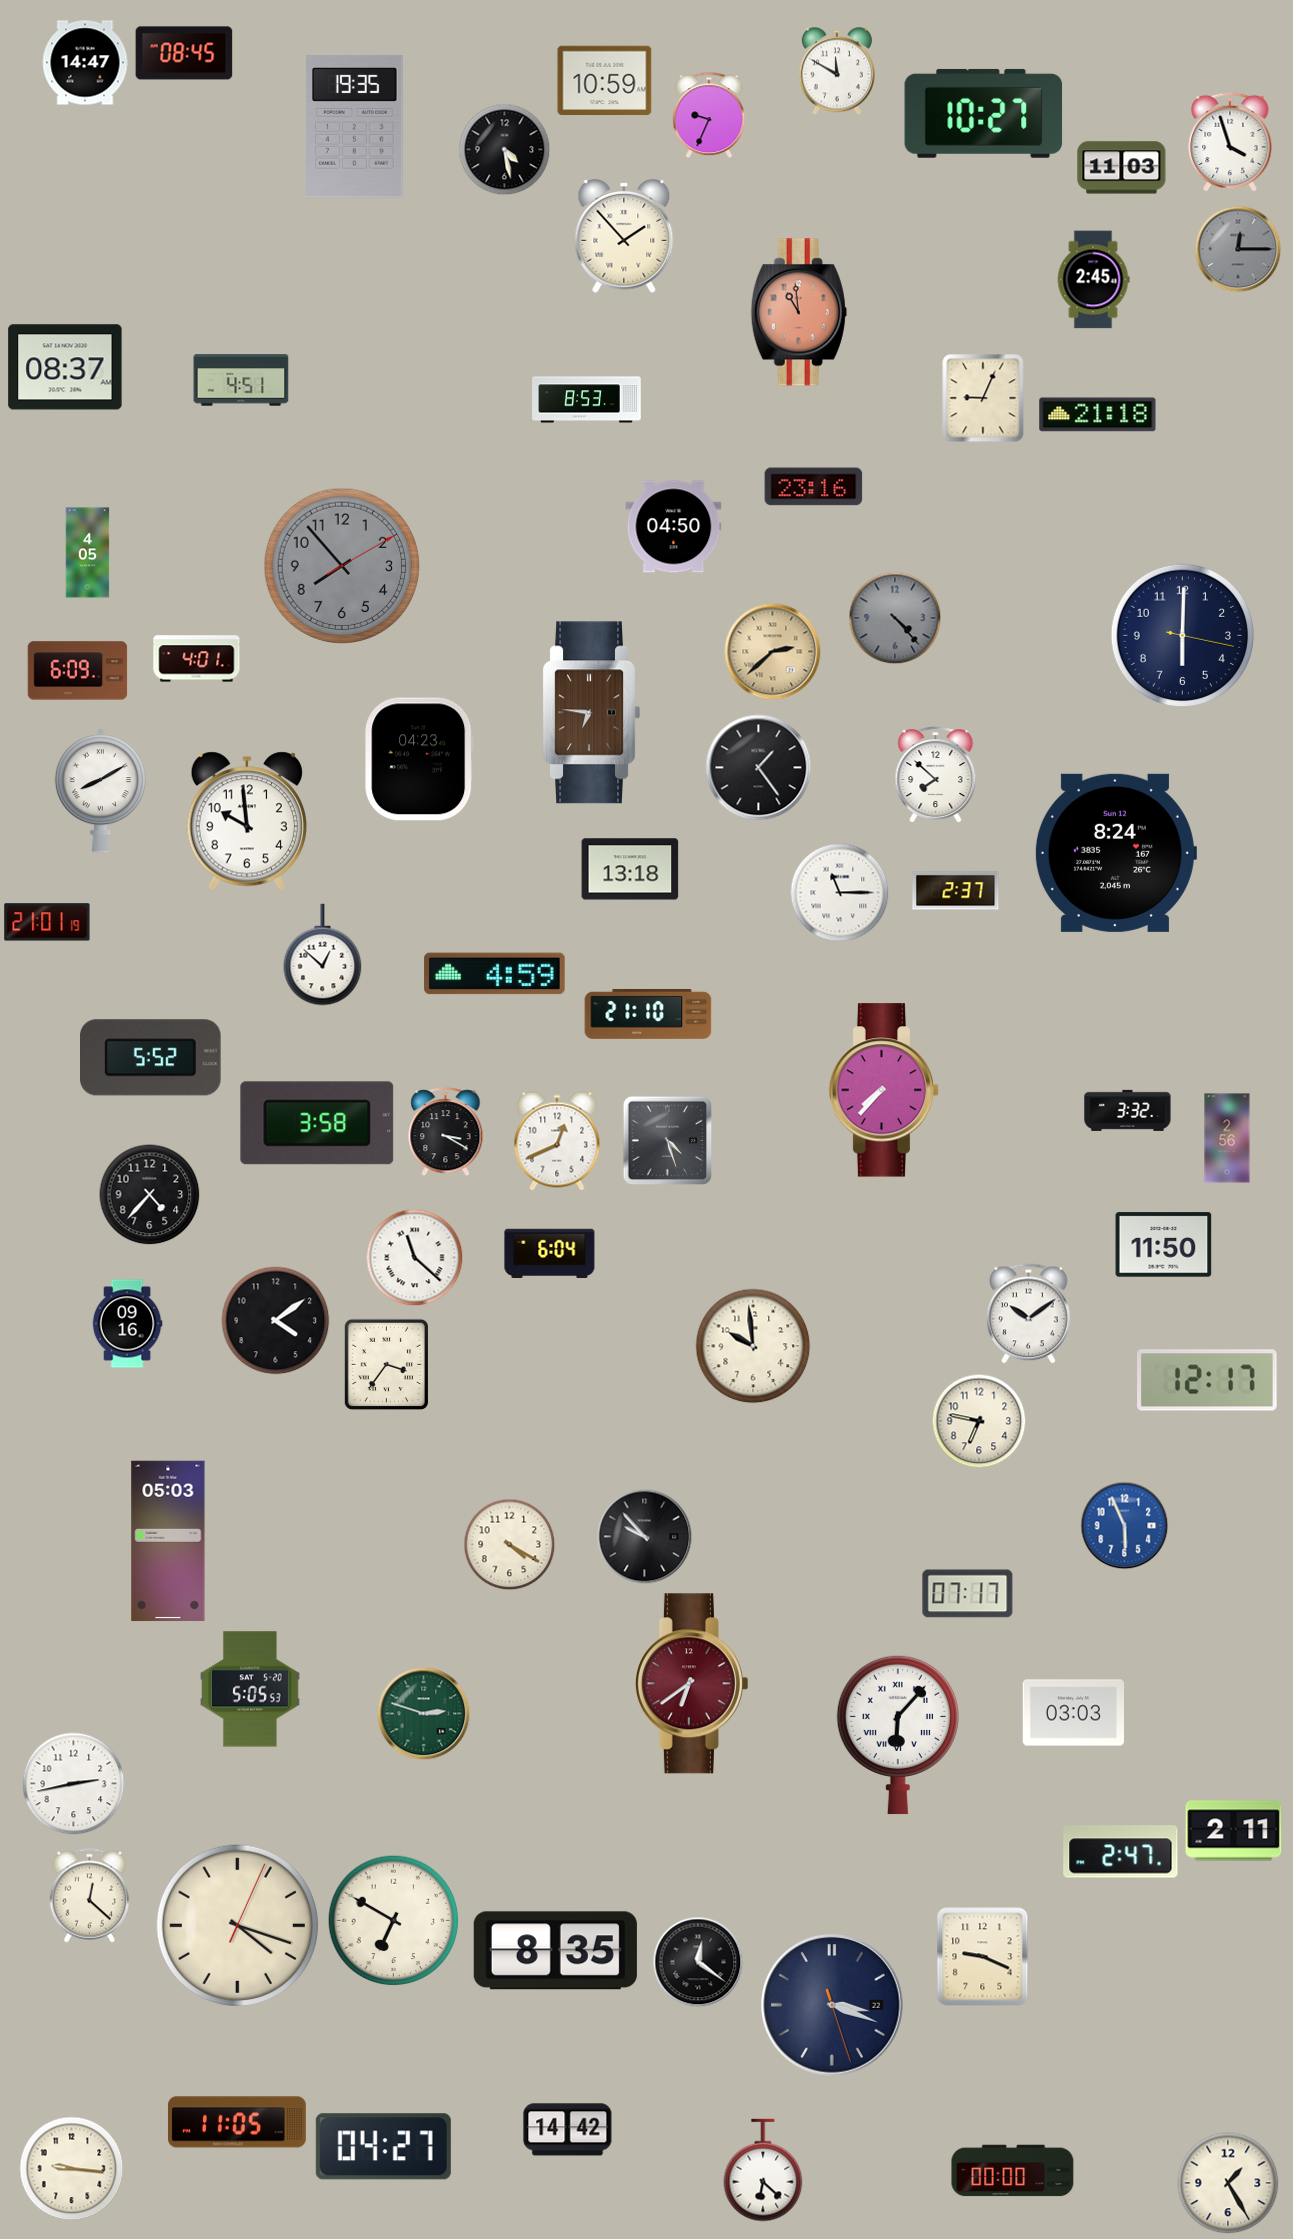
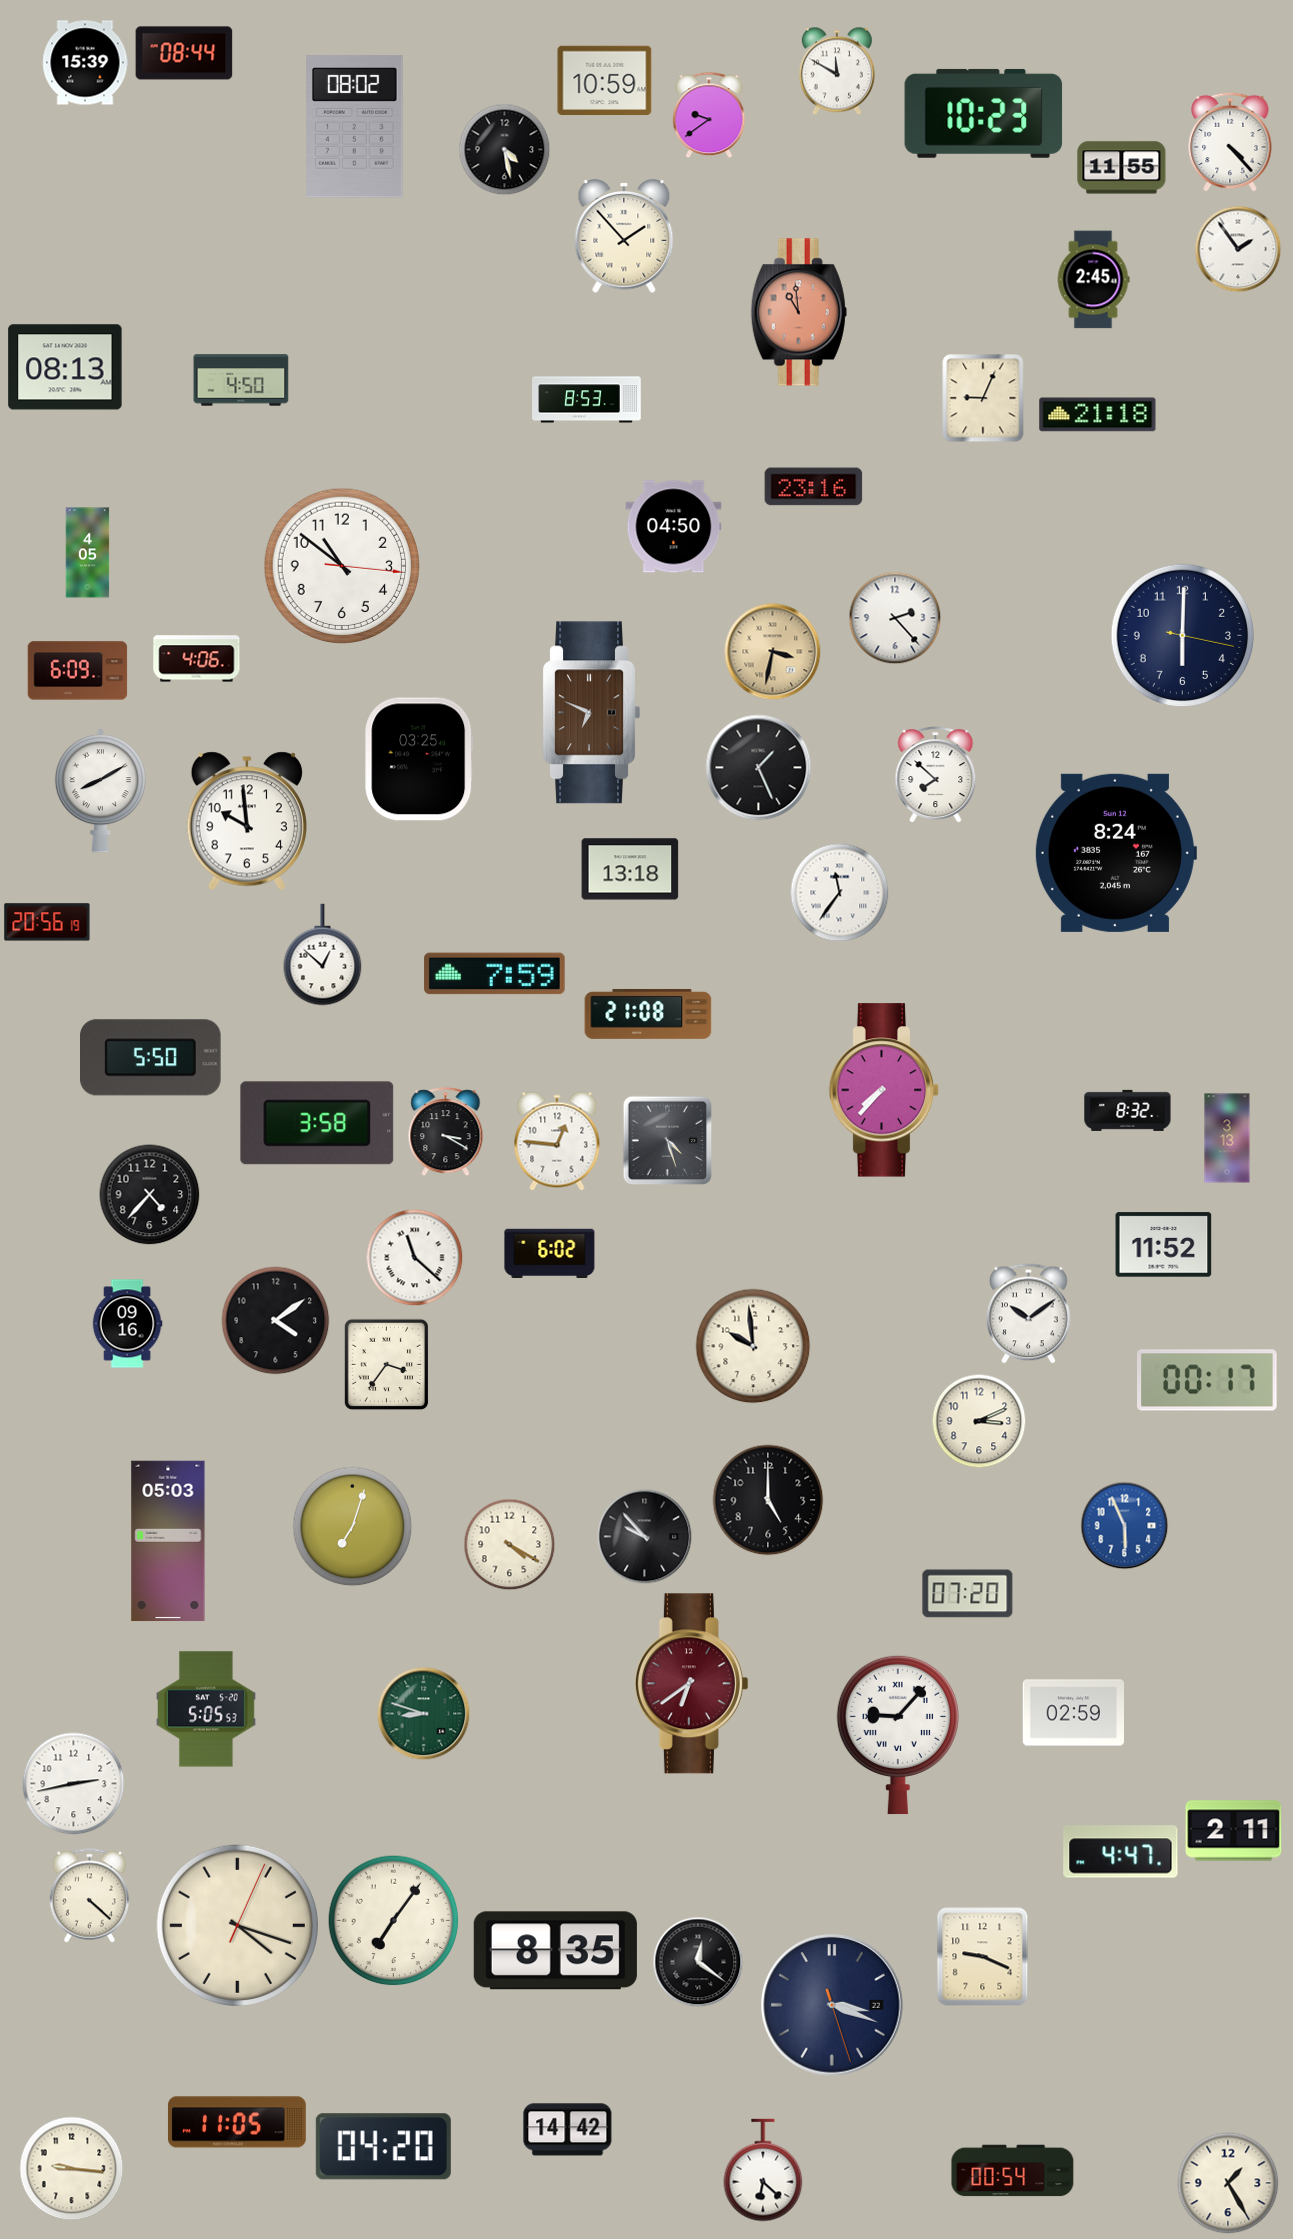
clock at (184, 53): 08:45 -> 08:44
clock at (85, 63): 14:47 -> 15:39
clock at (984, 113): 10:27 -> 10:23
clock at (709, 115): 9:34 -> 9:39
clock at (355, 127): 19:35 -> 08:02
clock at (1230, 142): 3:57 -> 4:23
clock at (1122, 168): 11:03 -> 11:55
clock at (1238, 249): 12:15 -> 1:54
clock at (1238, 249) dial: grey -> white
clock at (65, 367): 08:37 -> 08:13
clock at (241, 380): 4:51 -> 4:50
clock at (341, 565): 7:53 -> 10:51
clock at (341, 565) dial: grey -> white
clock at (895, 618): 4:23 -> 2:23
clock at (895, 618) dial: grey -> white
clock at (773, 652): 2:38 -> 3:32
clock at (197, 659): 4:01 -> 4:06
clock at (591, 713): 6:46 -> 6:49
clock at (419, 759): 04:23 -> 03:25
clock at (759, 768): 1:24 -> 1:26
clock at (956, 891): 2:37 -> none
clock at (840, 893): 11:15 -> 11:36
clock at (47, 922): 21:01 -> 20:56
clock at (495, 974): 4:59 -> 7:59
clock at (648, 1014): 21:10 -> 21:08
clock at (151, 1058): 5:52 -> 5:50
clock at (1128, 1110): 3:32 -> 8:32
clock at (1227, 1138): 2:56 -> 3:13
clock at (557, 1141): 12:41 -> 12:46
clock at (1164, 1245): 11:50 -> 11:52
clock at (550, 1253): 6:04 -> 6:02
clock at (1208, 1380): 12:17 -> 00:17
clock at (979, 1421): 6:47 -> 3:11
clock at (768, 1500): none -> 5:00
clock at (353, 1527): none -> 7:03
clock at (968, 1594): 07:17 -> 07:20
clock at (251, 1689) position: (251, 1689) -> (207, 1709)
clock at (1073, 1713): 03:03 -> 02:59
clock at (424, 1714): 2:48 -> 8:48
clock at (898, 1735): 6:07 -> 9:07
clock at (1121, 1852): 2:47 -> 4:47
clock at (90, 1896): 12:22 -> 4:22
clock at (394, 1921): 6:50 -> 7:06
clock at (383, 2147): 04:27 -> 04:20
clock at (1013, 2171): 00:00 -> 00:54
